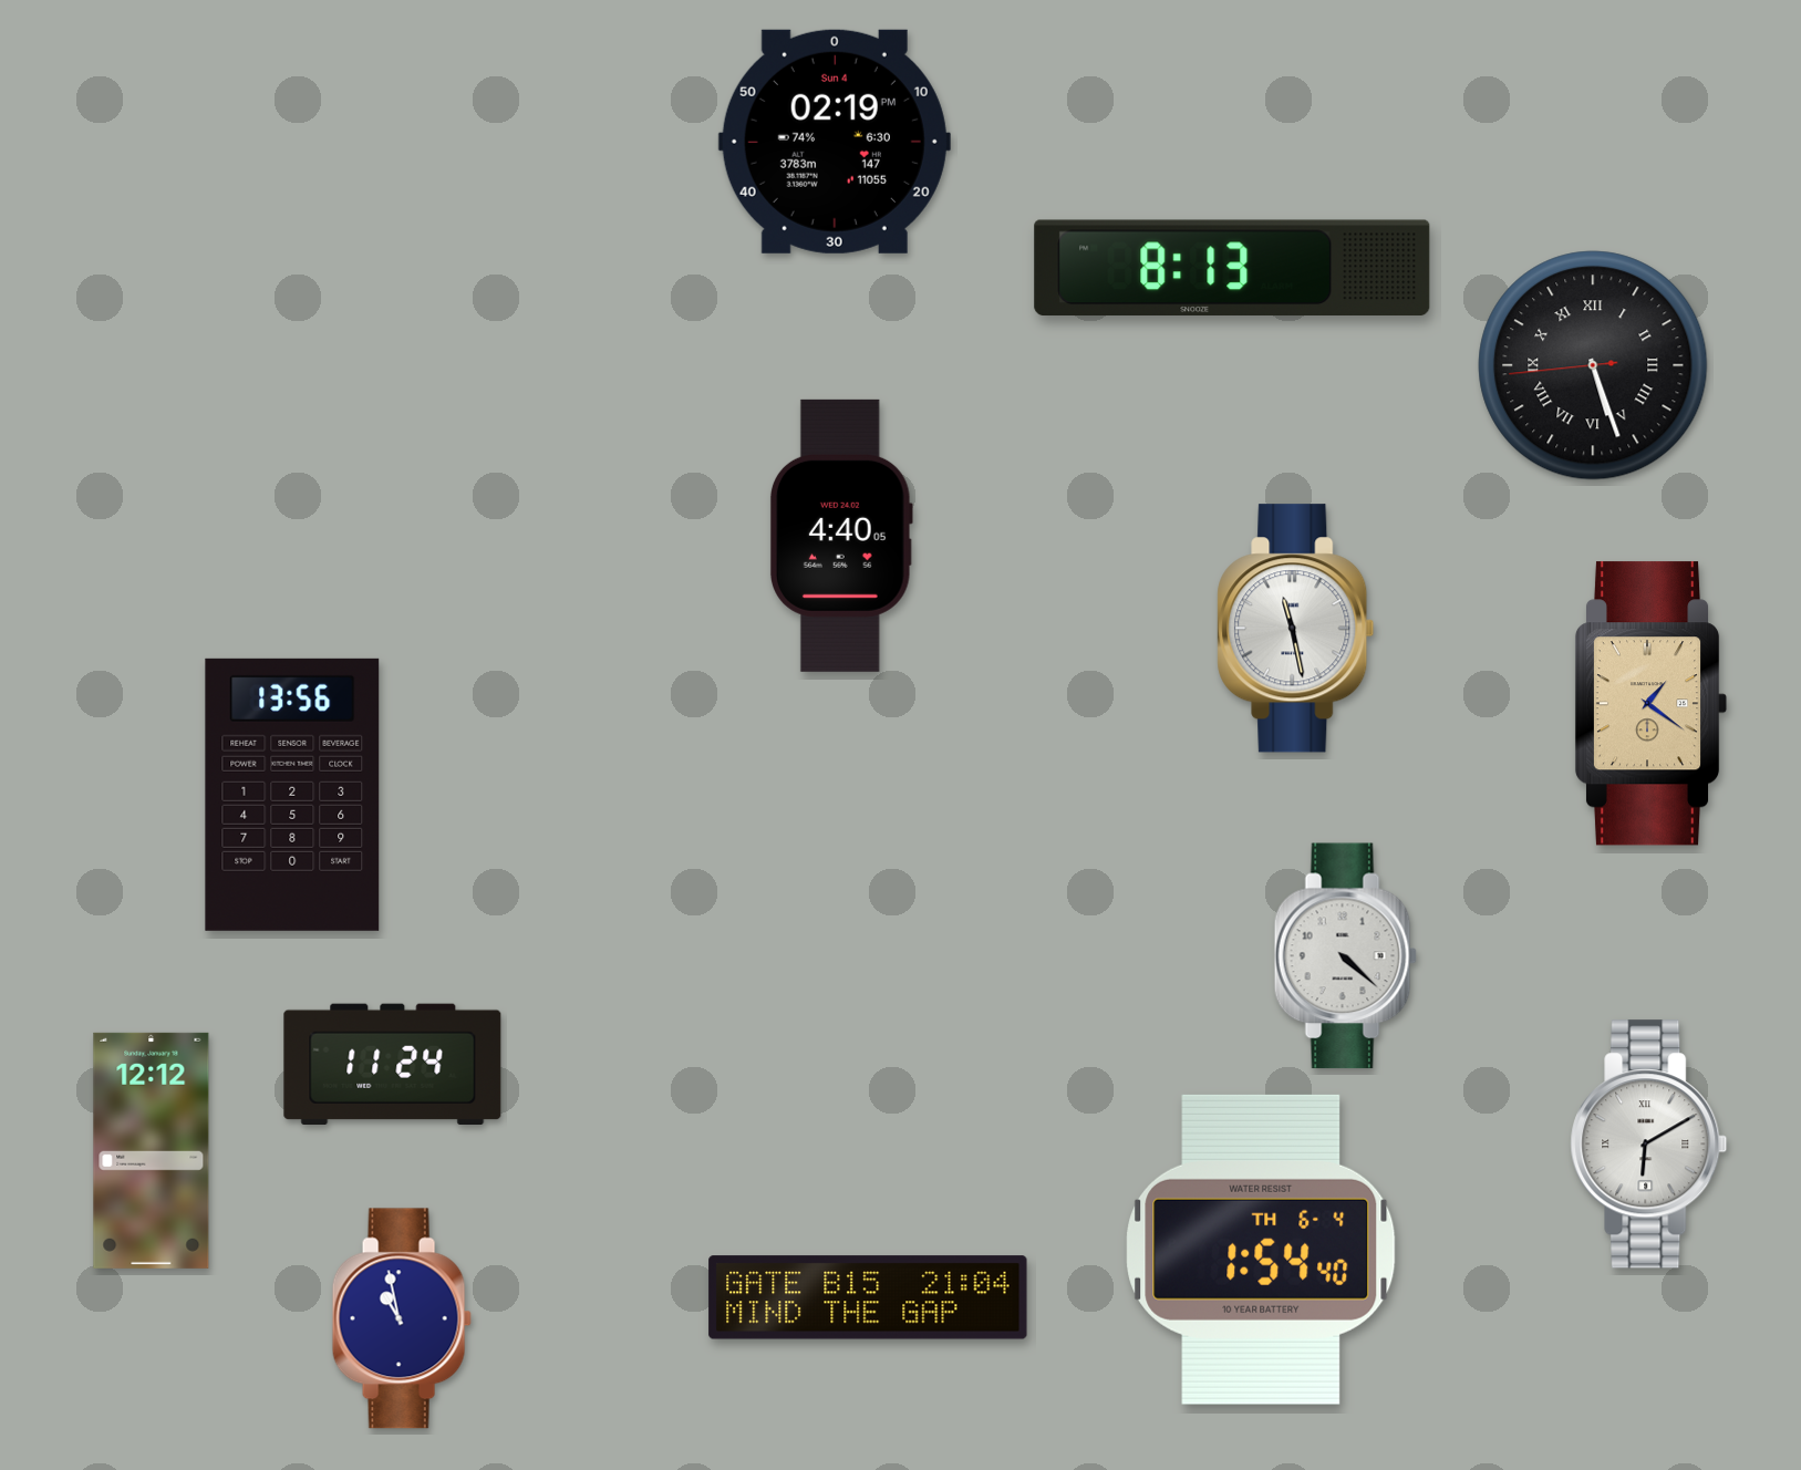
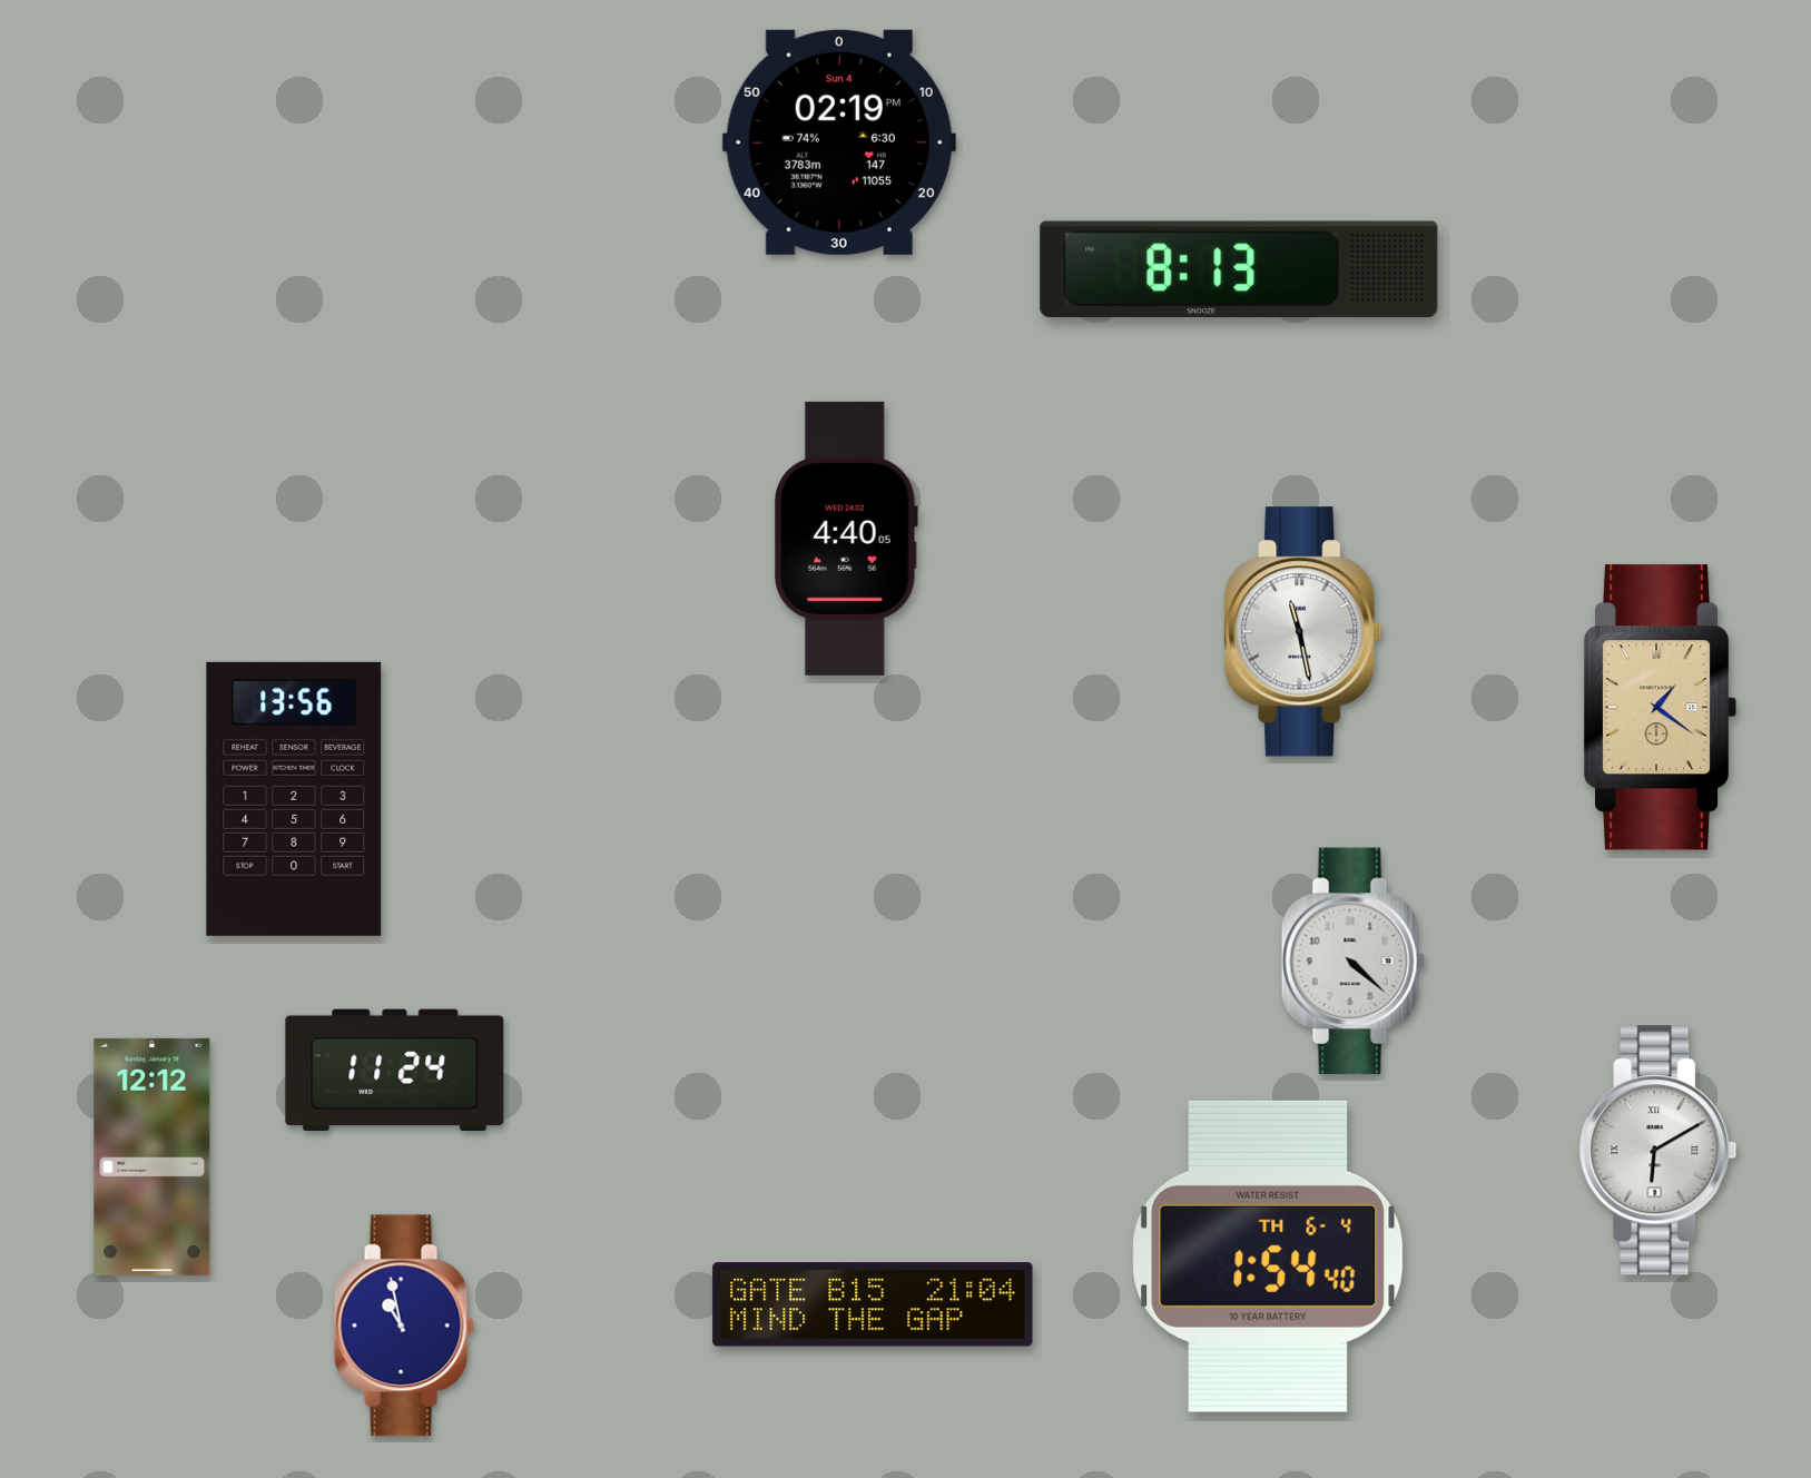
clock at (1593, 365): 5:26 -> none
